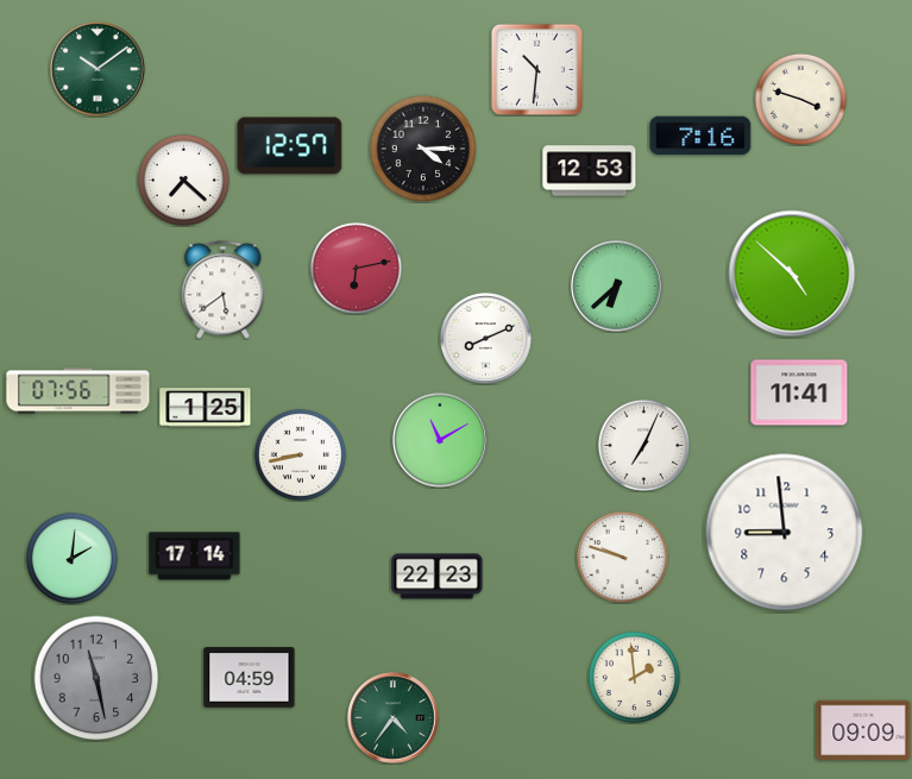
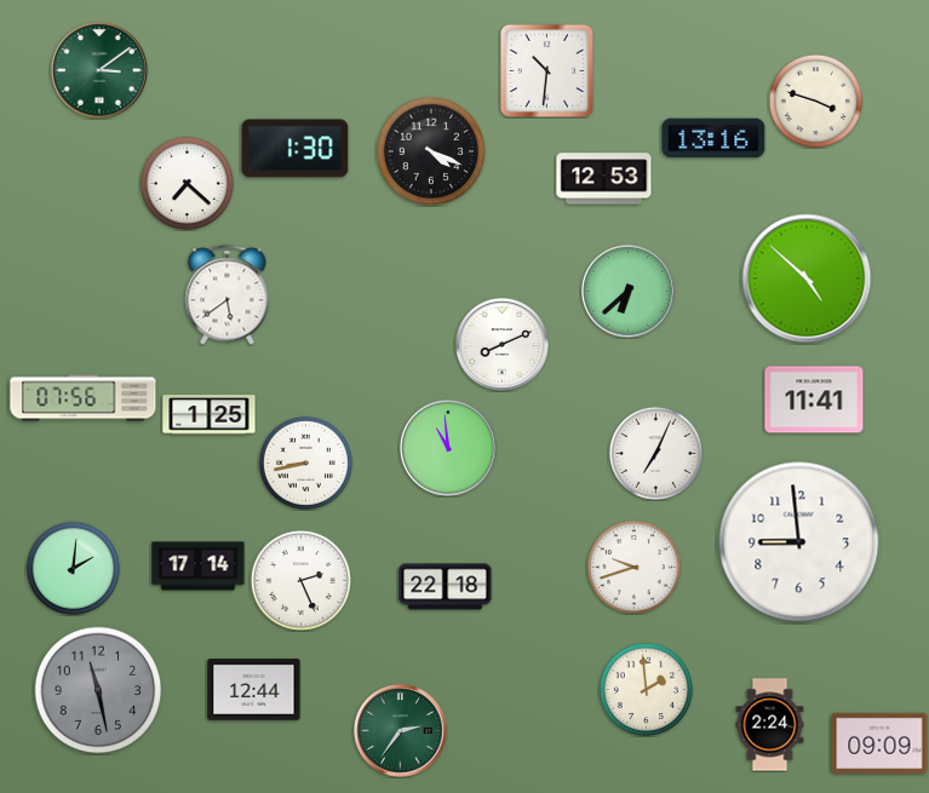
clock at (99, 70): 10:09 -> 3:09
clock at (700, 136): 7:16 -> 13:16
clock at (290, 146): 12:57 -> 1:30
clock at (422, 147): 4:15 -> 4:19
clock at (590, 171) position: (590, 171) -> (604, 179)
clock at (356, 268): 6:13 -> none
clock at (486, 339) position: (486, 339) -> (503, 345)
clock at (78, 391) position: (78, 391) -> (84, 398)
clock at (441, 441): 11:10 -> 10:59
clock at (622, 557): 9:48 -> 9:42
clock at (300, 580): none -> 2:26
clock at (438, 577): 22:23 -> 22:18
clock at (250, 678): 04:59 -> 12:44
clock at (770, 725): none -> 2:24
clock at (394, 718): 4:36 -> 2:36
